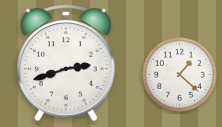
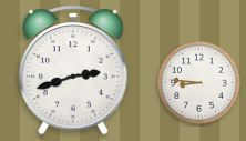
clock at (180, 75): 1:22 -> 8:46
